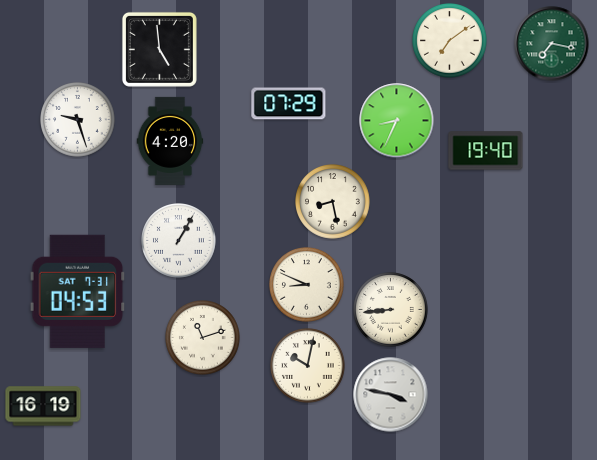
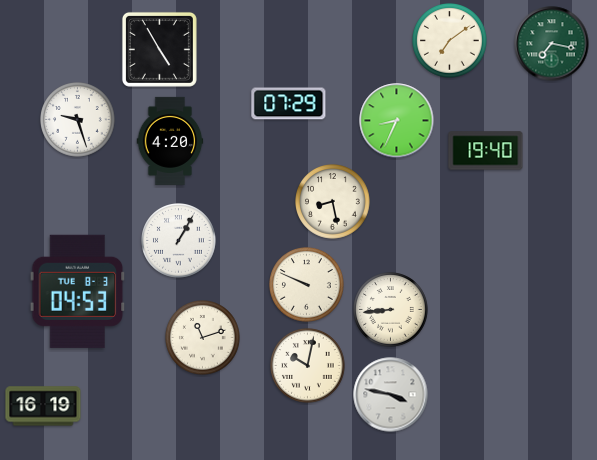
clock at (159, 49): 4:59 -> 4:55
clock at (307, 285): 8:49 -> 9:49
clock at (78, 291) date: SAT 7-31 -> TUE 8-3
